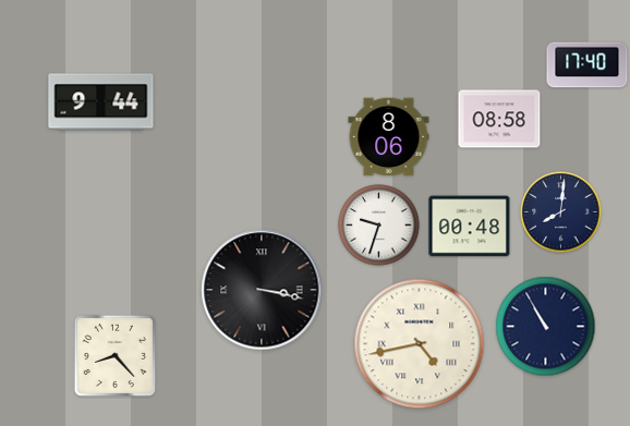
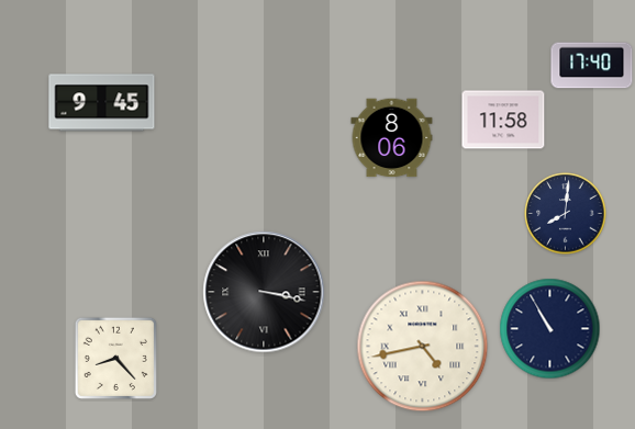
clock at (101, 102): 9:44 -> 9:45
clock at (499, 119): 08:58 -> 11:58
clock at (379, 226): 9:33 -> none
clock at (470, 227): 00:48 -> none
